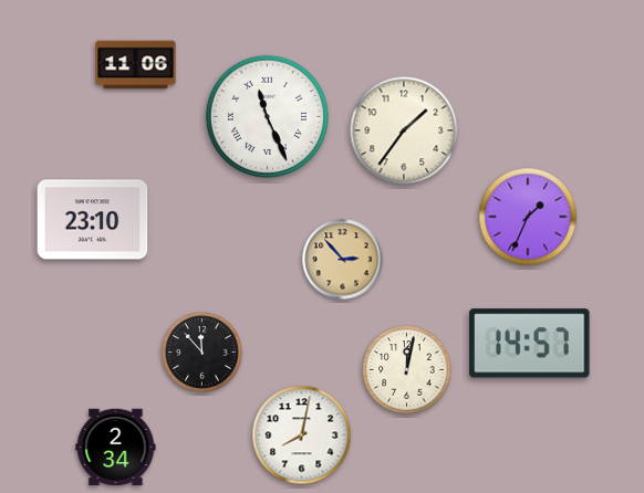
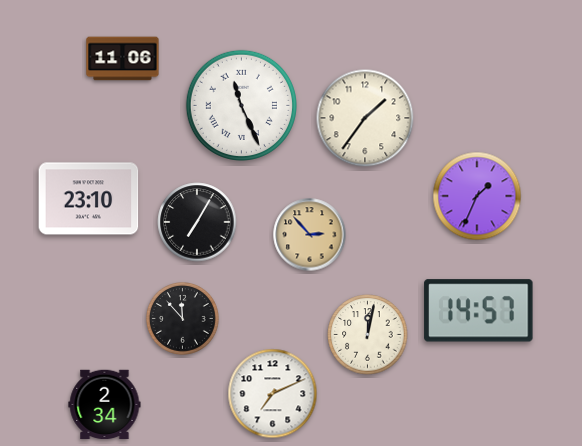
clock at (93, 220) position: (93, 220) -> (89, 199)
clock at (197, 222): none -> 7:05
clock at (302, 436): 8:02 -> 7:11
